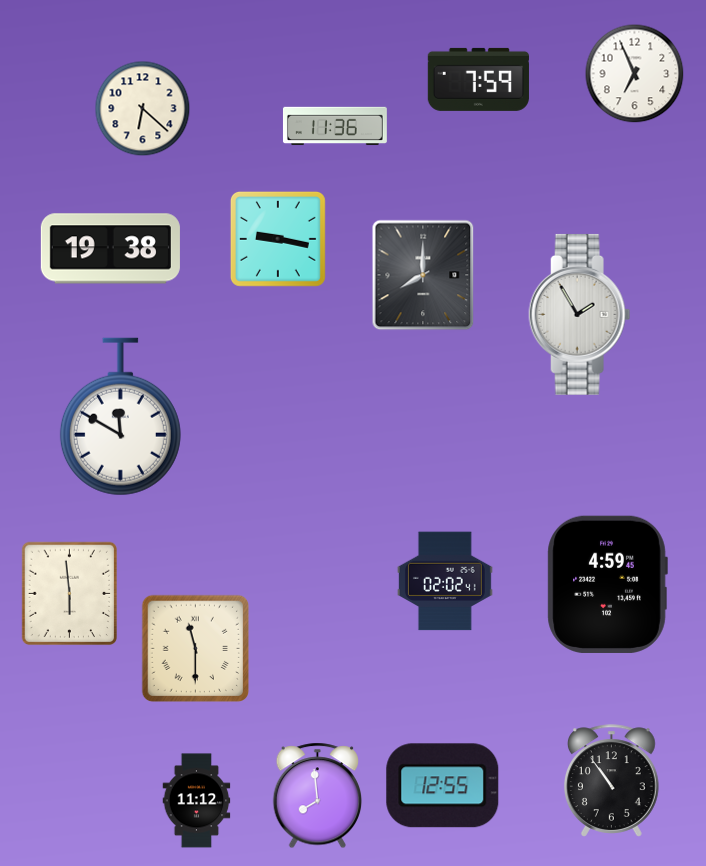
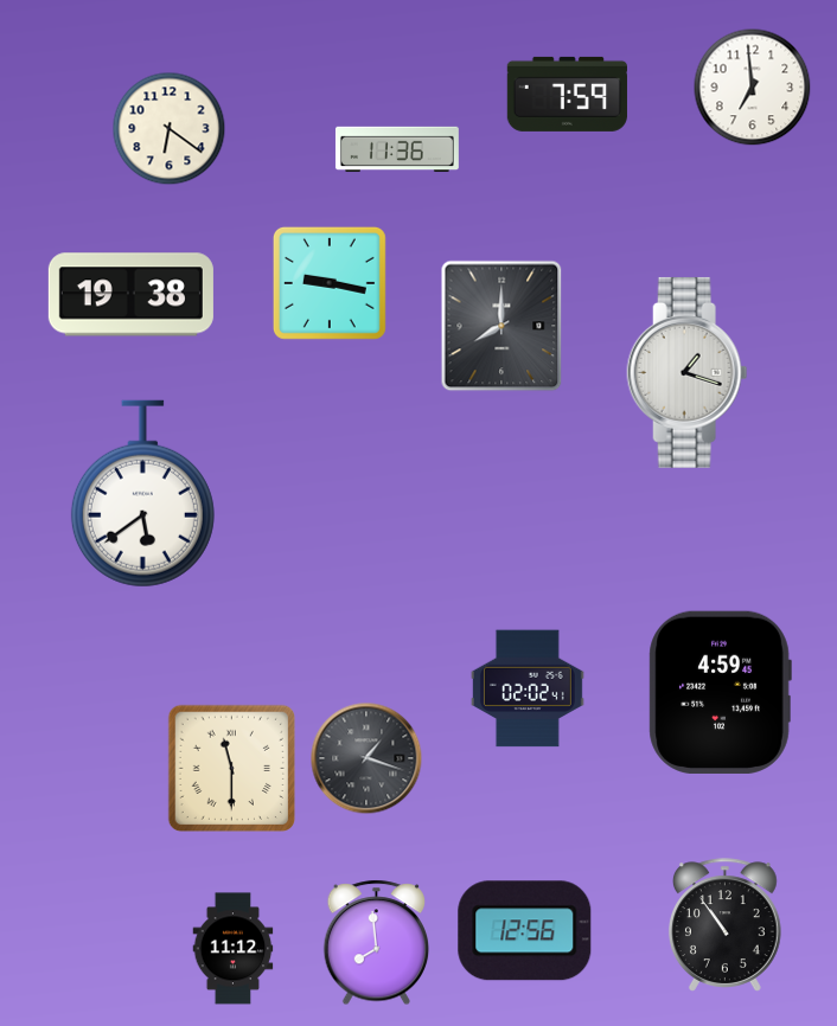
clock at (635, 74): 6:56 -> 6:59
clock at (143, 109): 6:22 -> 6:21
clock at (580, 314): 1:55 -> 1:18
clock at (120, 417): 11:50 -> 5:39
clock at (69, 594): 5:59 -> none
clock at (366, 758): none -> 1:18
clock at (443, 786): 12:55 -> 12:56
